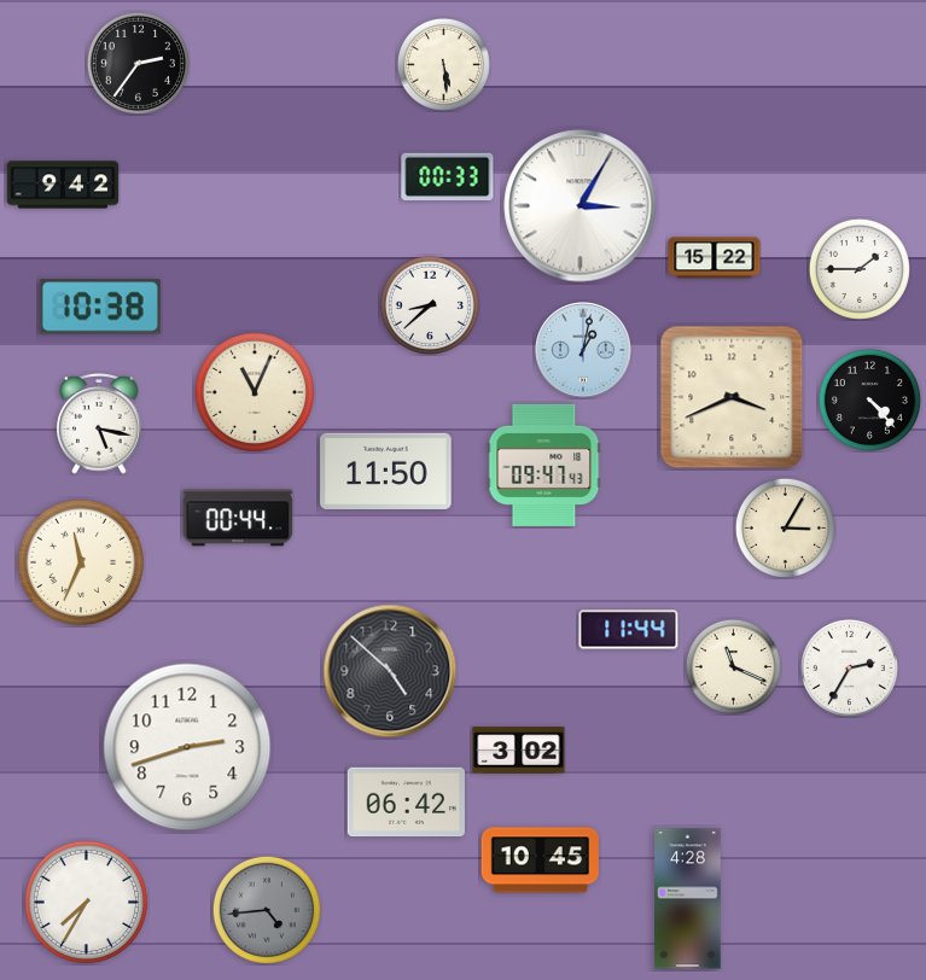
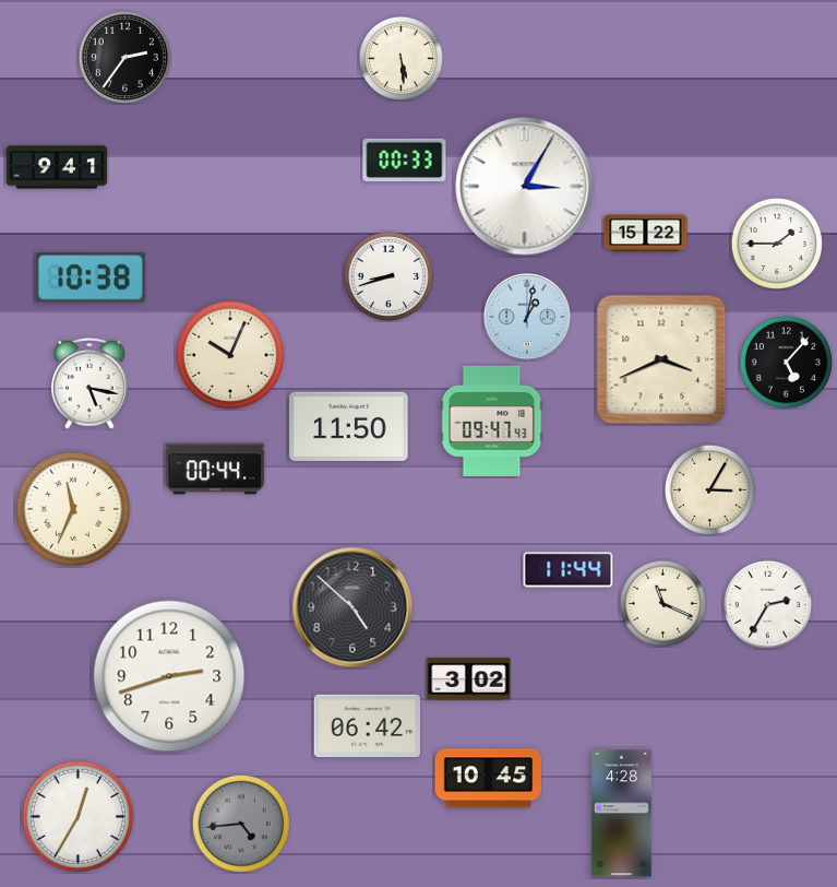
clock at (63, 185): 9:42 -> 9:41
clock at (430, 305): 8:38 -> 8:42
clock at (255, 392): 11:04 -> 10:04
clock at (869, 399): 4:23 -> 5:07
clock at (785, 527) position: (785, 527) -> (709, 489)
clock at (87, 903): 7:35 -> 12:35
